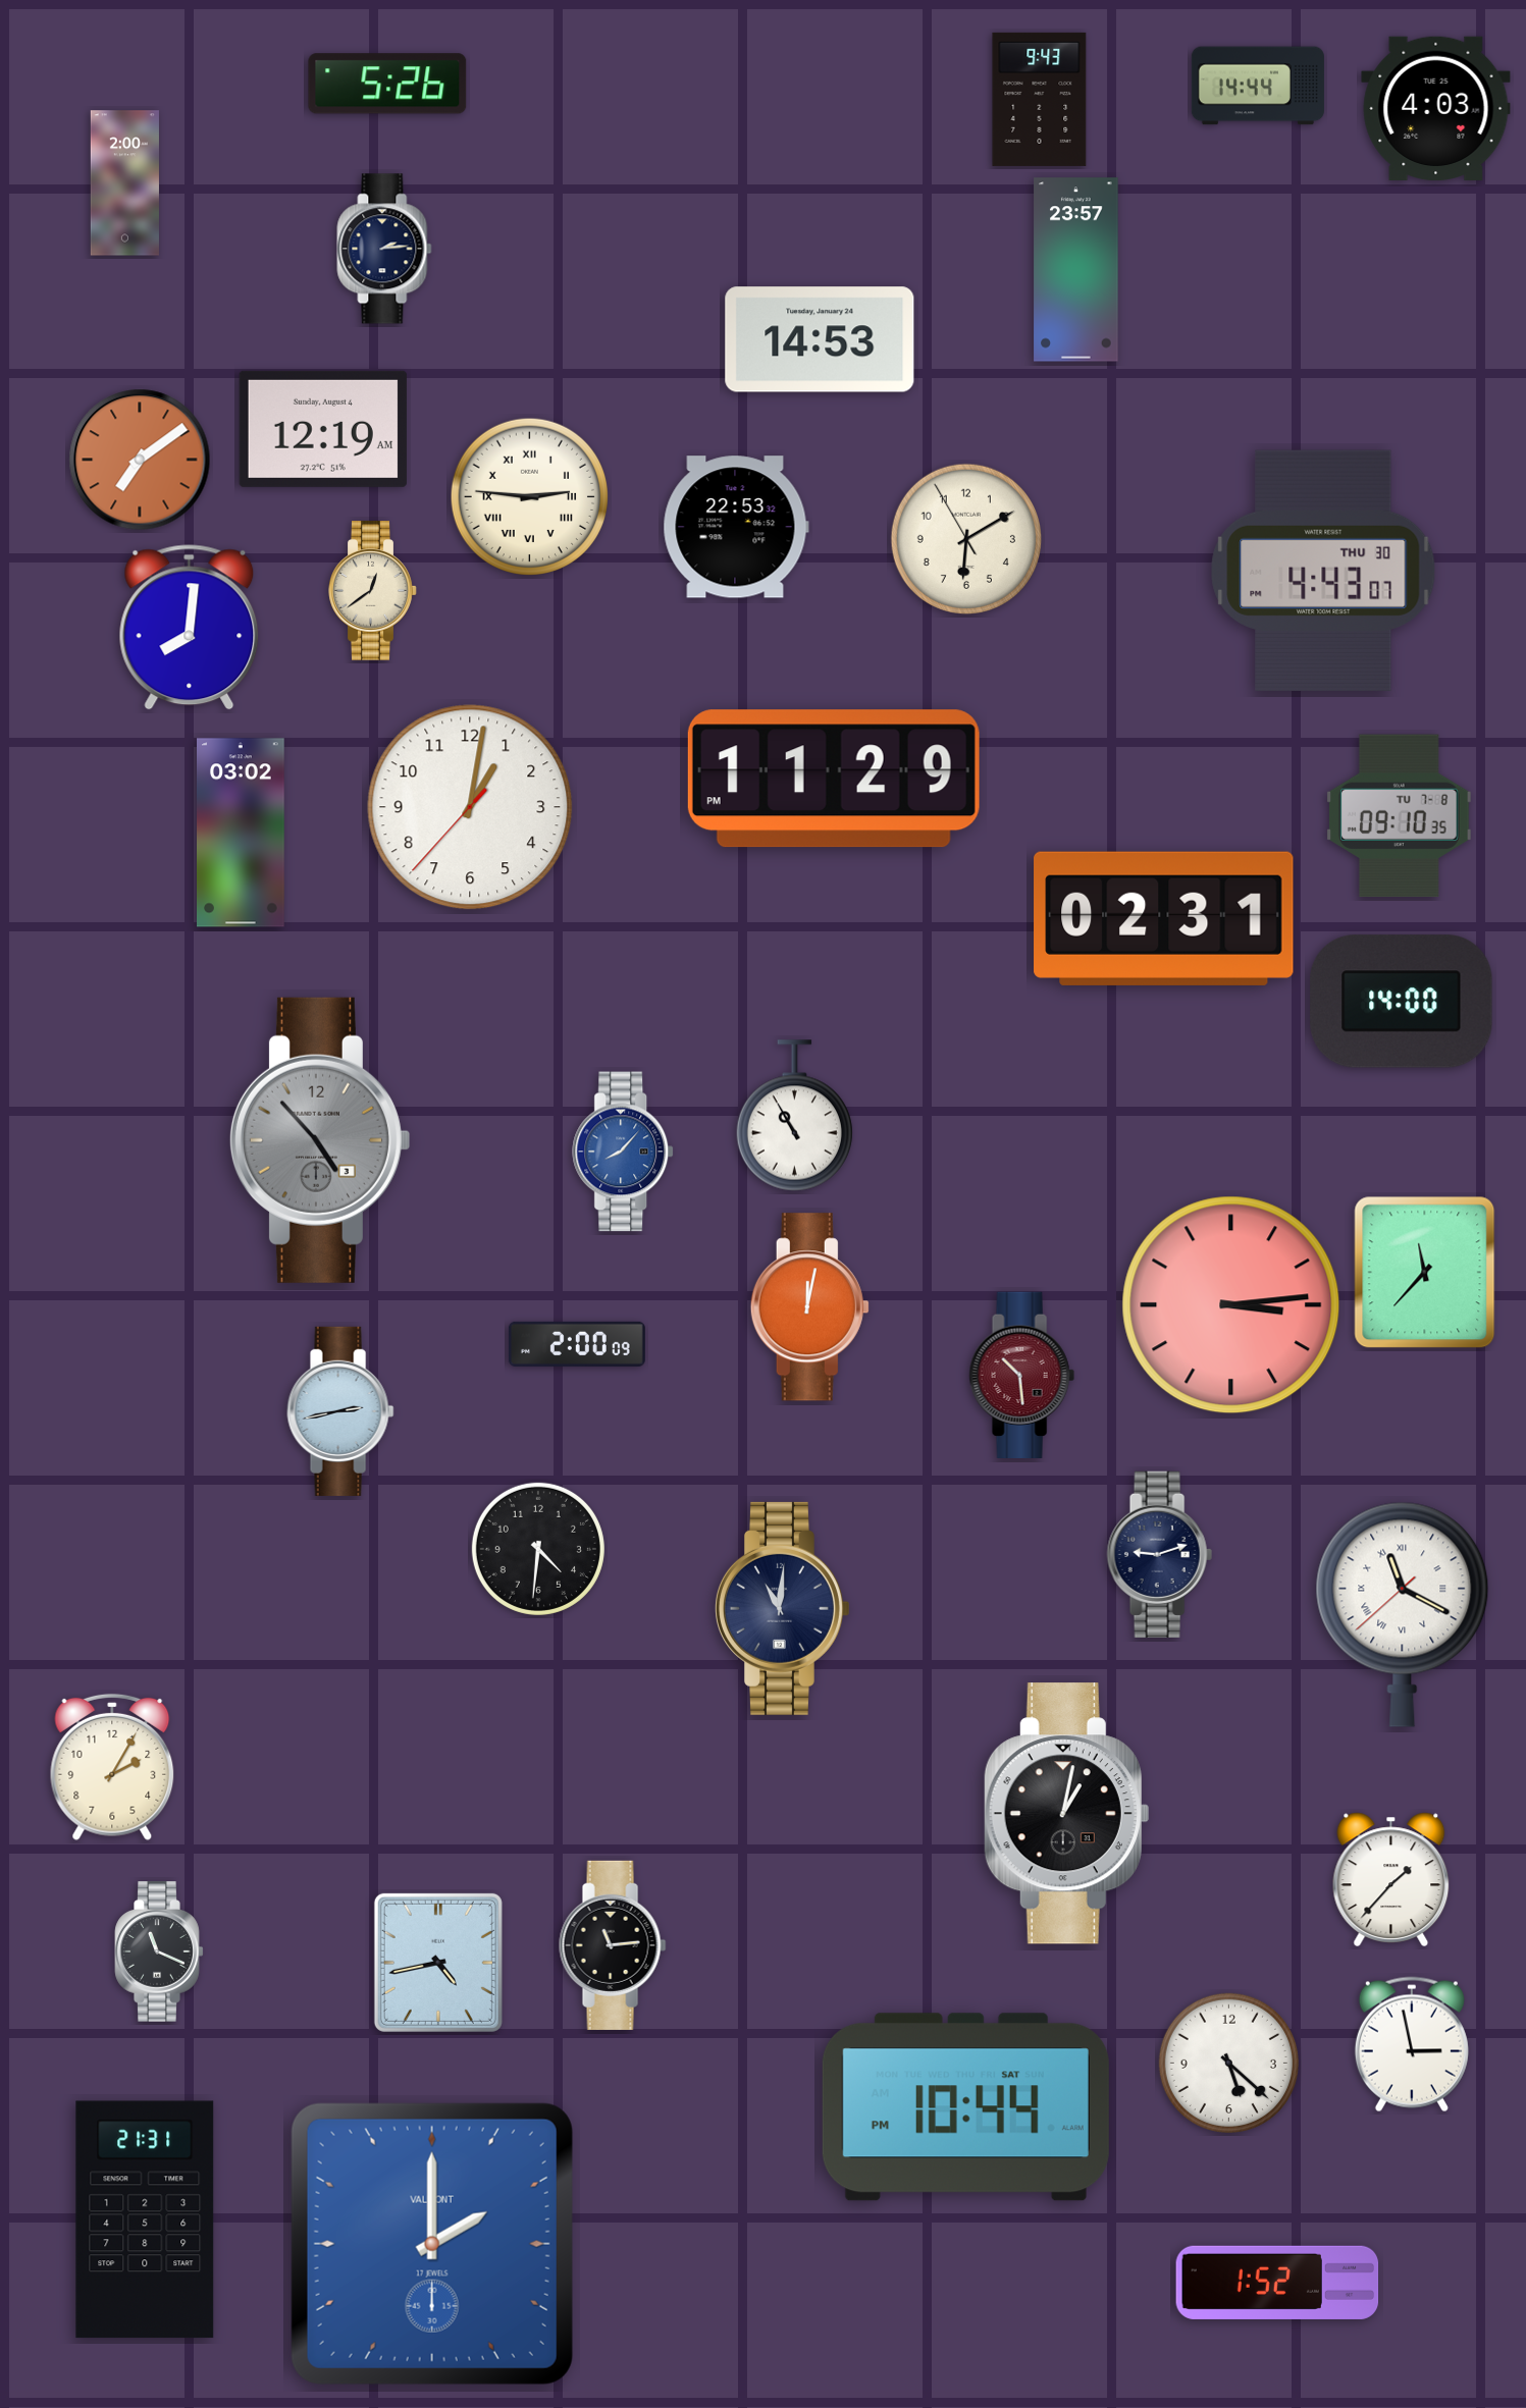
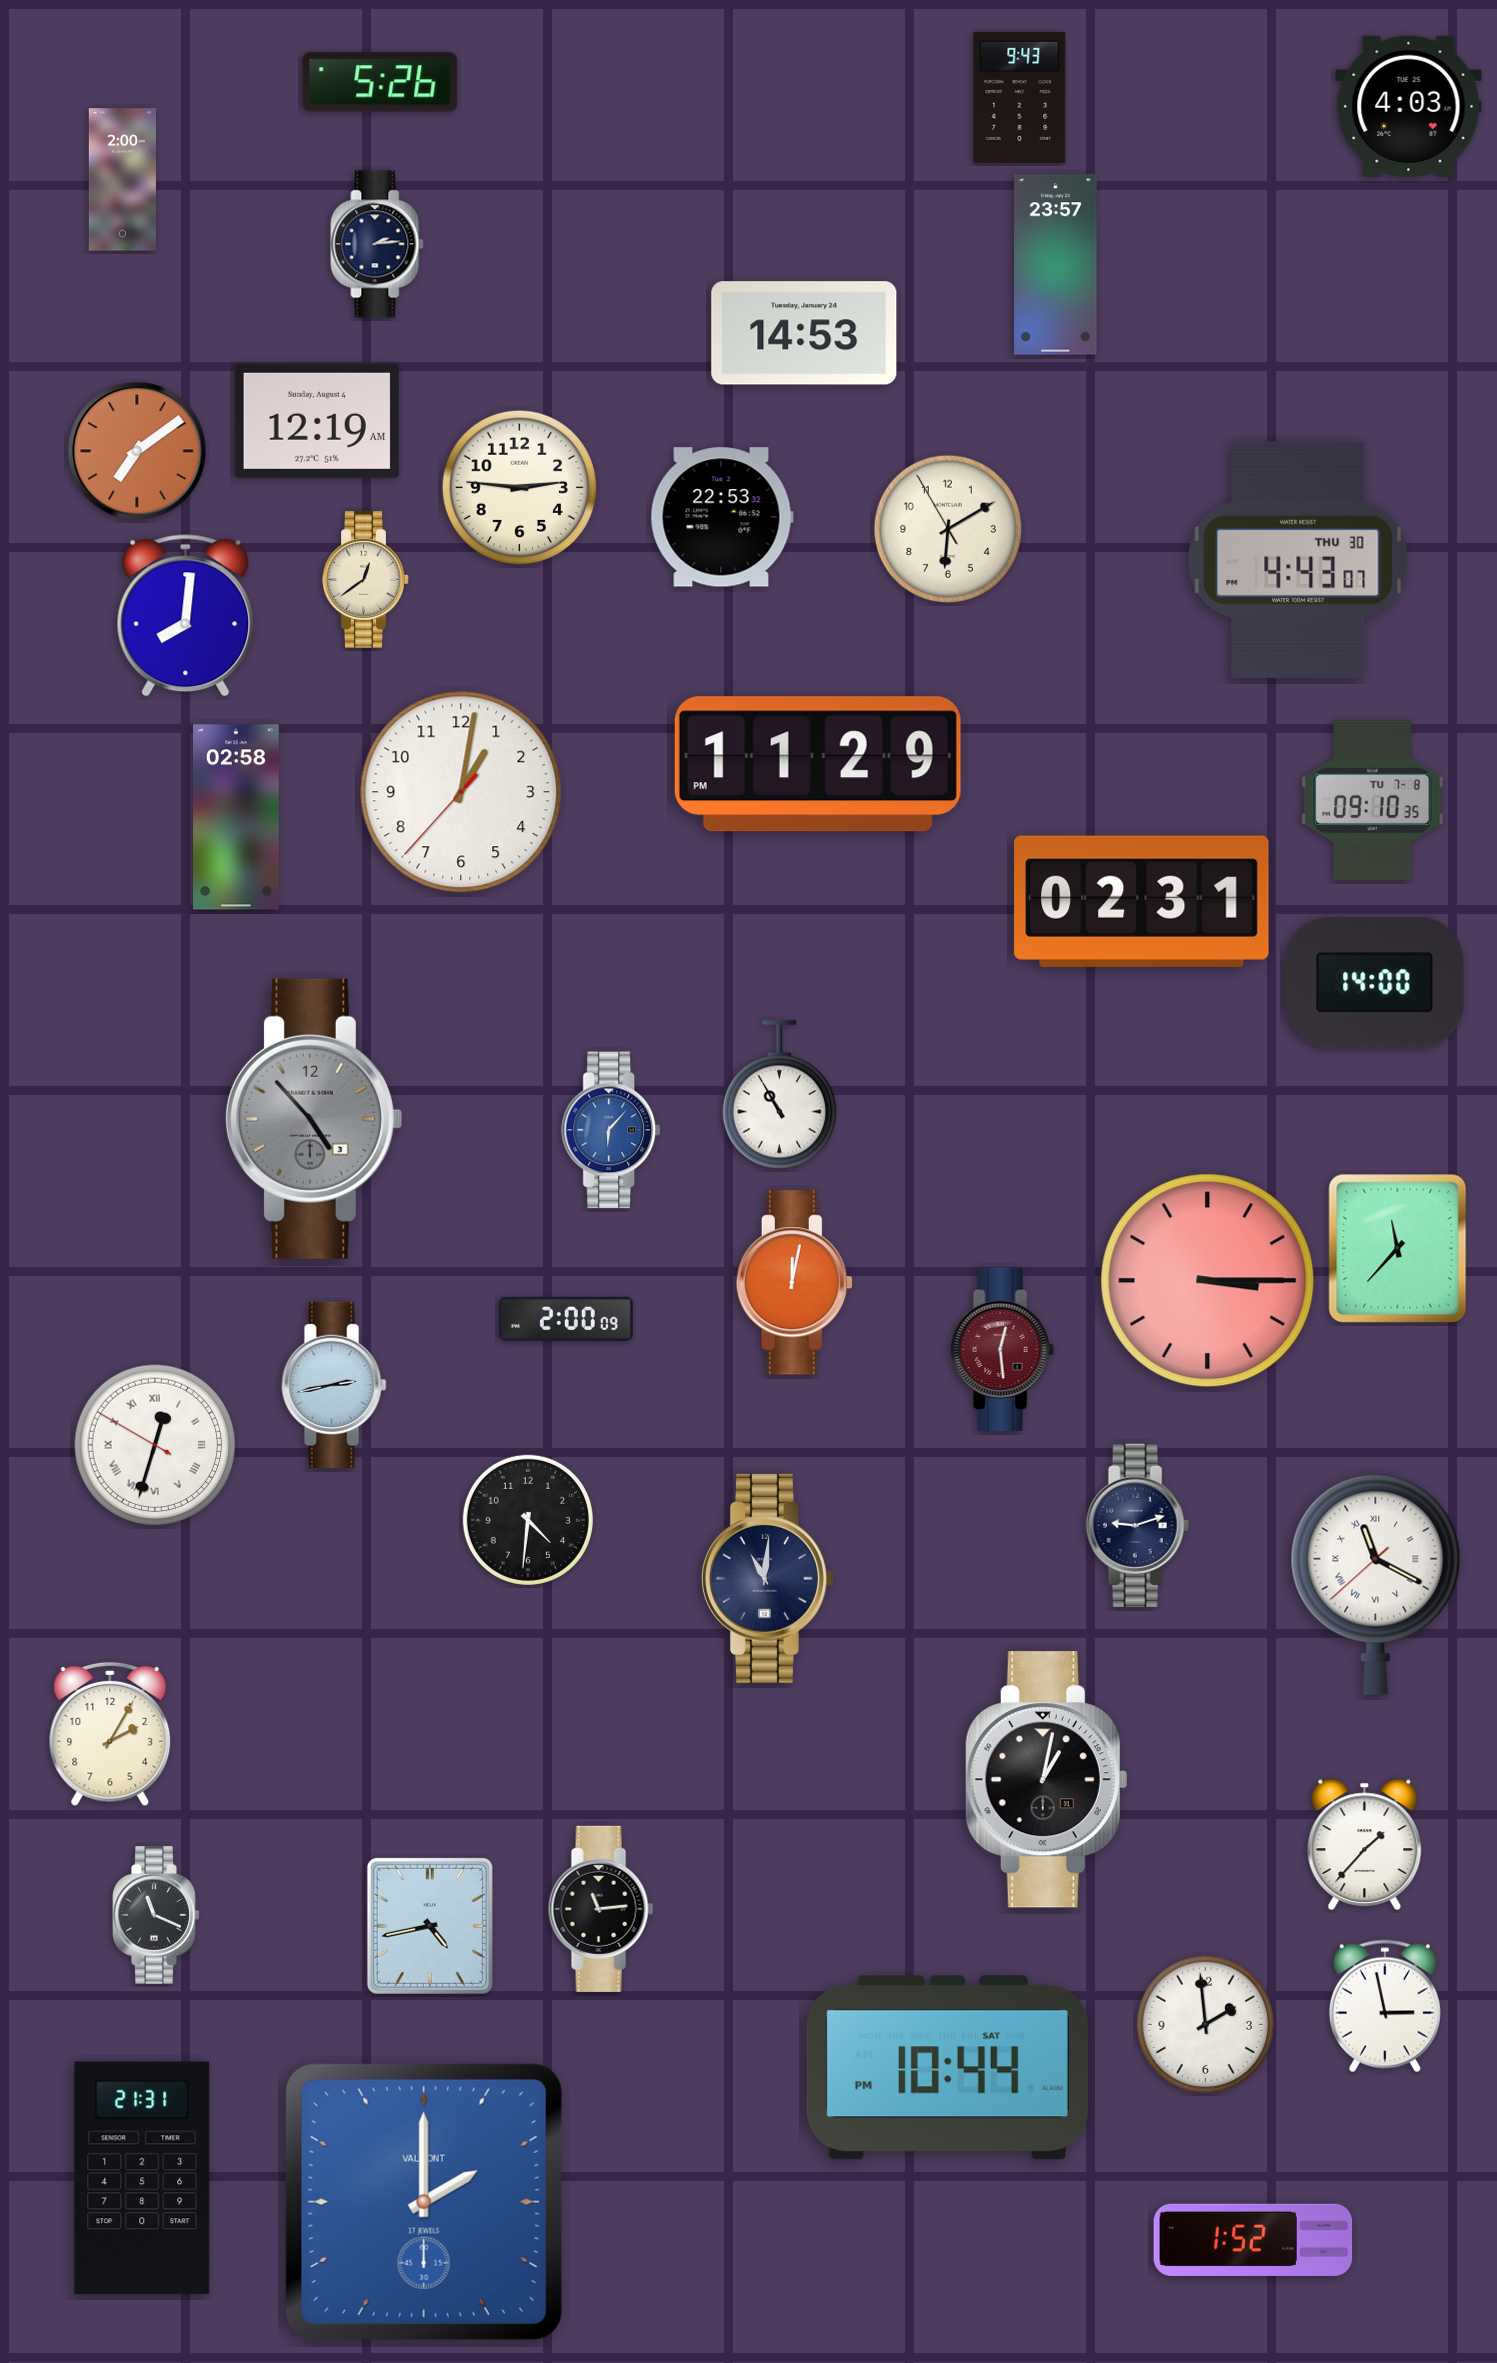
clock at (1258, 86): 14:44 -> none
clock at (530, 497) numerals: Roman -> Arabic
clock at (242, 833): 03:02 -> 02:58
clock at (624, 1152): 8:07 -> 6:07
clock at (1231, 1305): 3:14 -> 3:15
clock at (1021, 1375): 10:29 -> 12:29
clock at (155, 1445): none -> 12:32
clock at (1228, 2063): 5:22 -> 1:59
